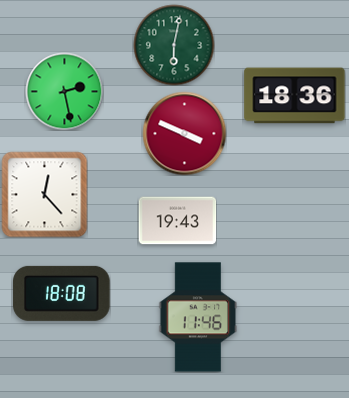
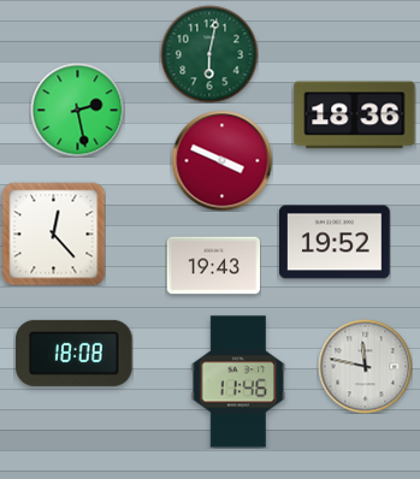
clock at (336, 242): none -> 19:52
clock at (365, 366): none -> 11:47
